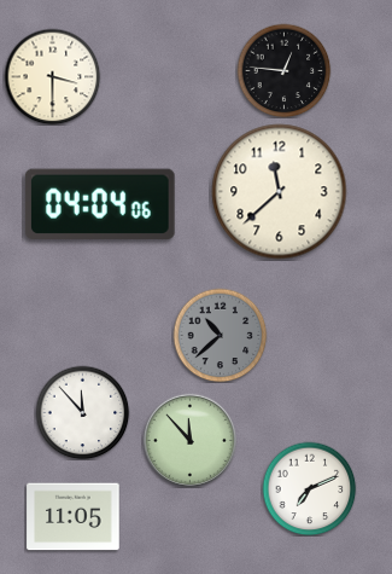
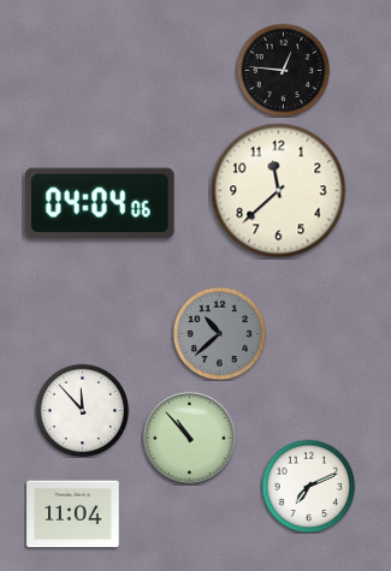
clock at (52, 76): 3:30 -> none
clock at (189, 440): 11:53 -> 10:53
clock at (74, 517): 11:05 -> 11:04
